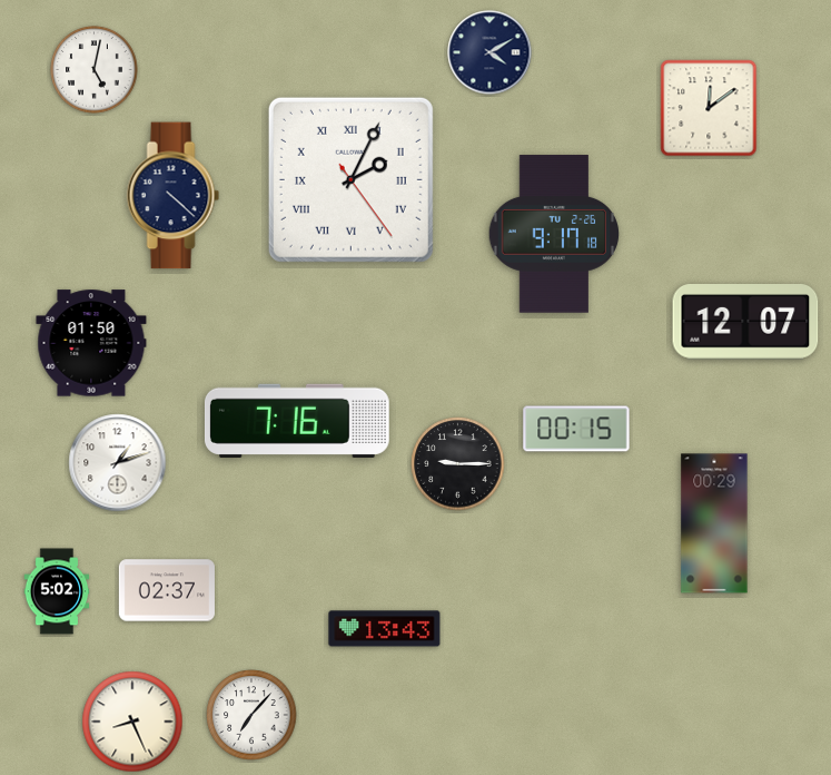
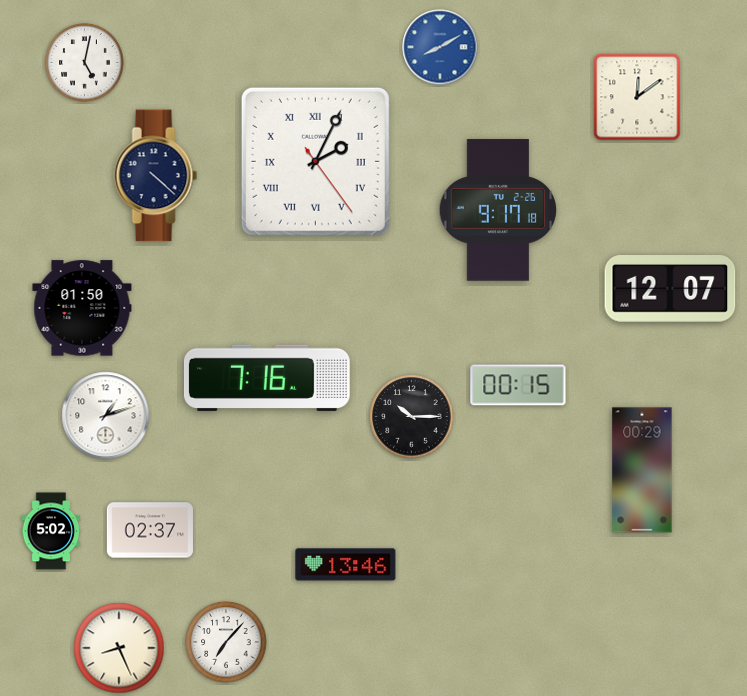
clock at (489, 52): 4:10 -> 8:10
clock at (489, 52) dial: navy -> blue
clock at (458, 464): 9:15 -> 10:15
clock at (385, 629): 13:43 -> 13:46
